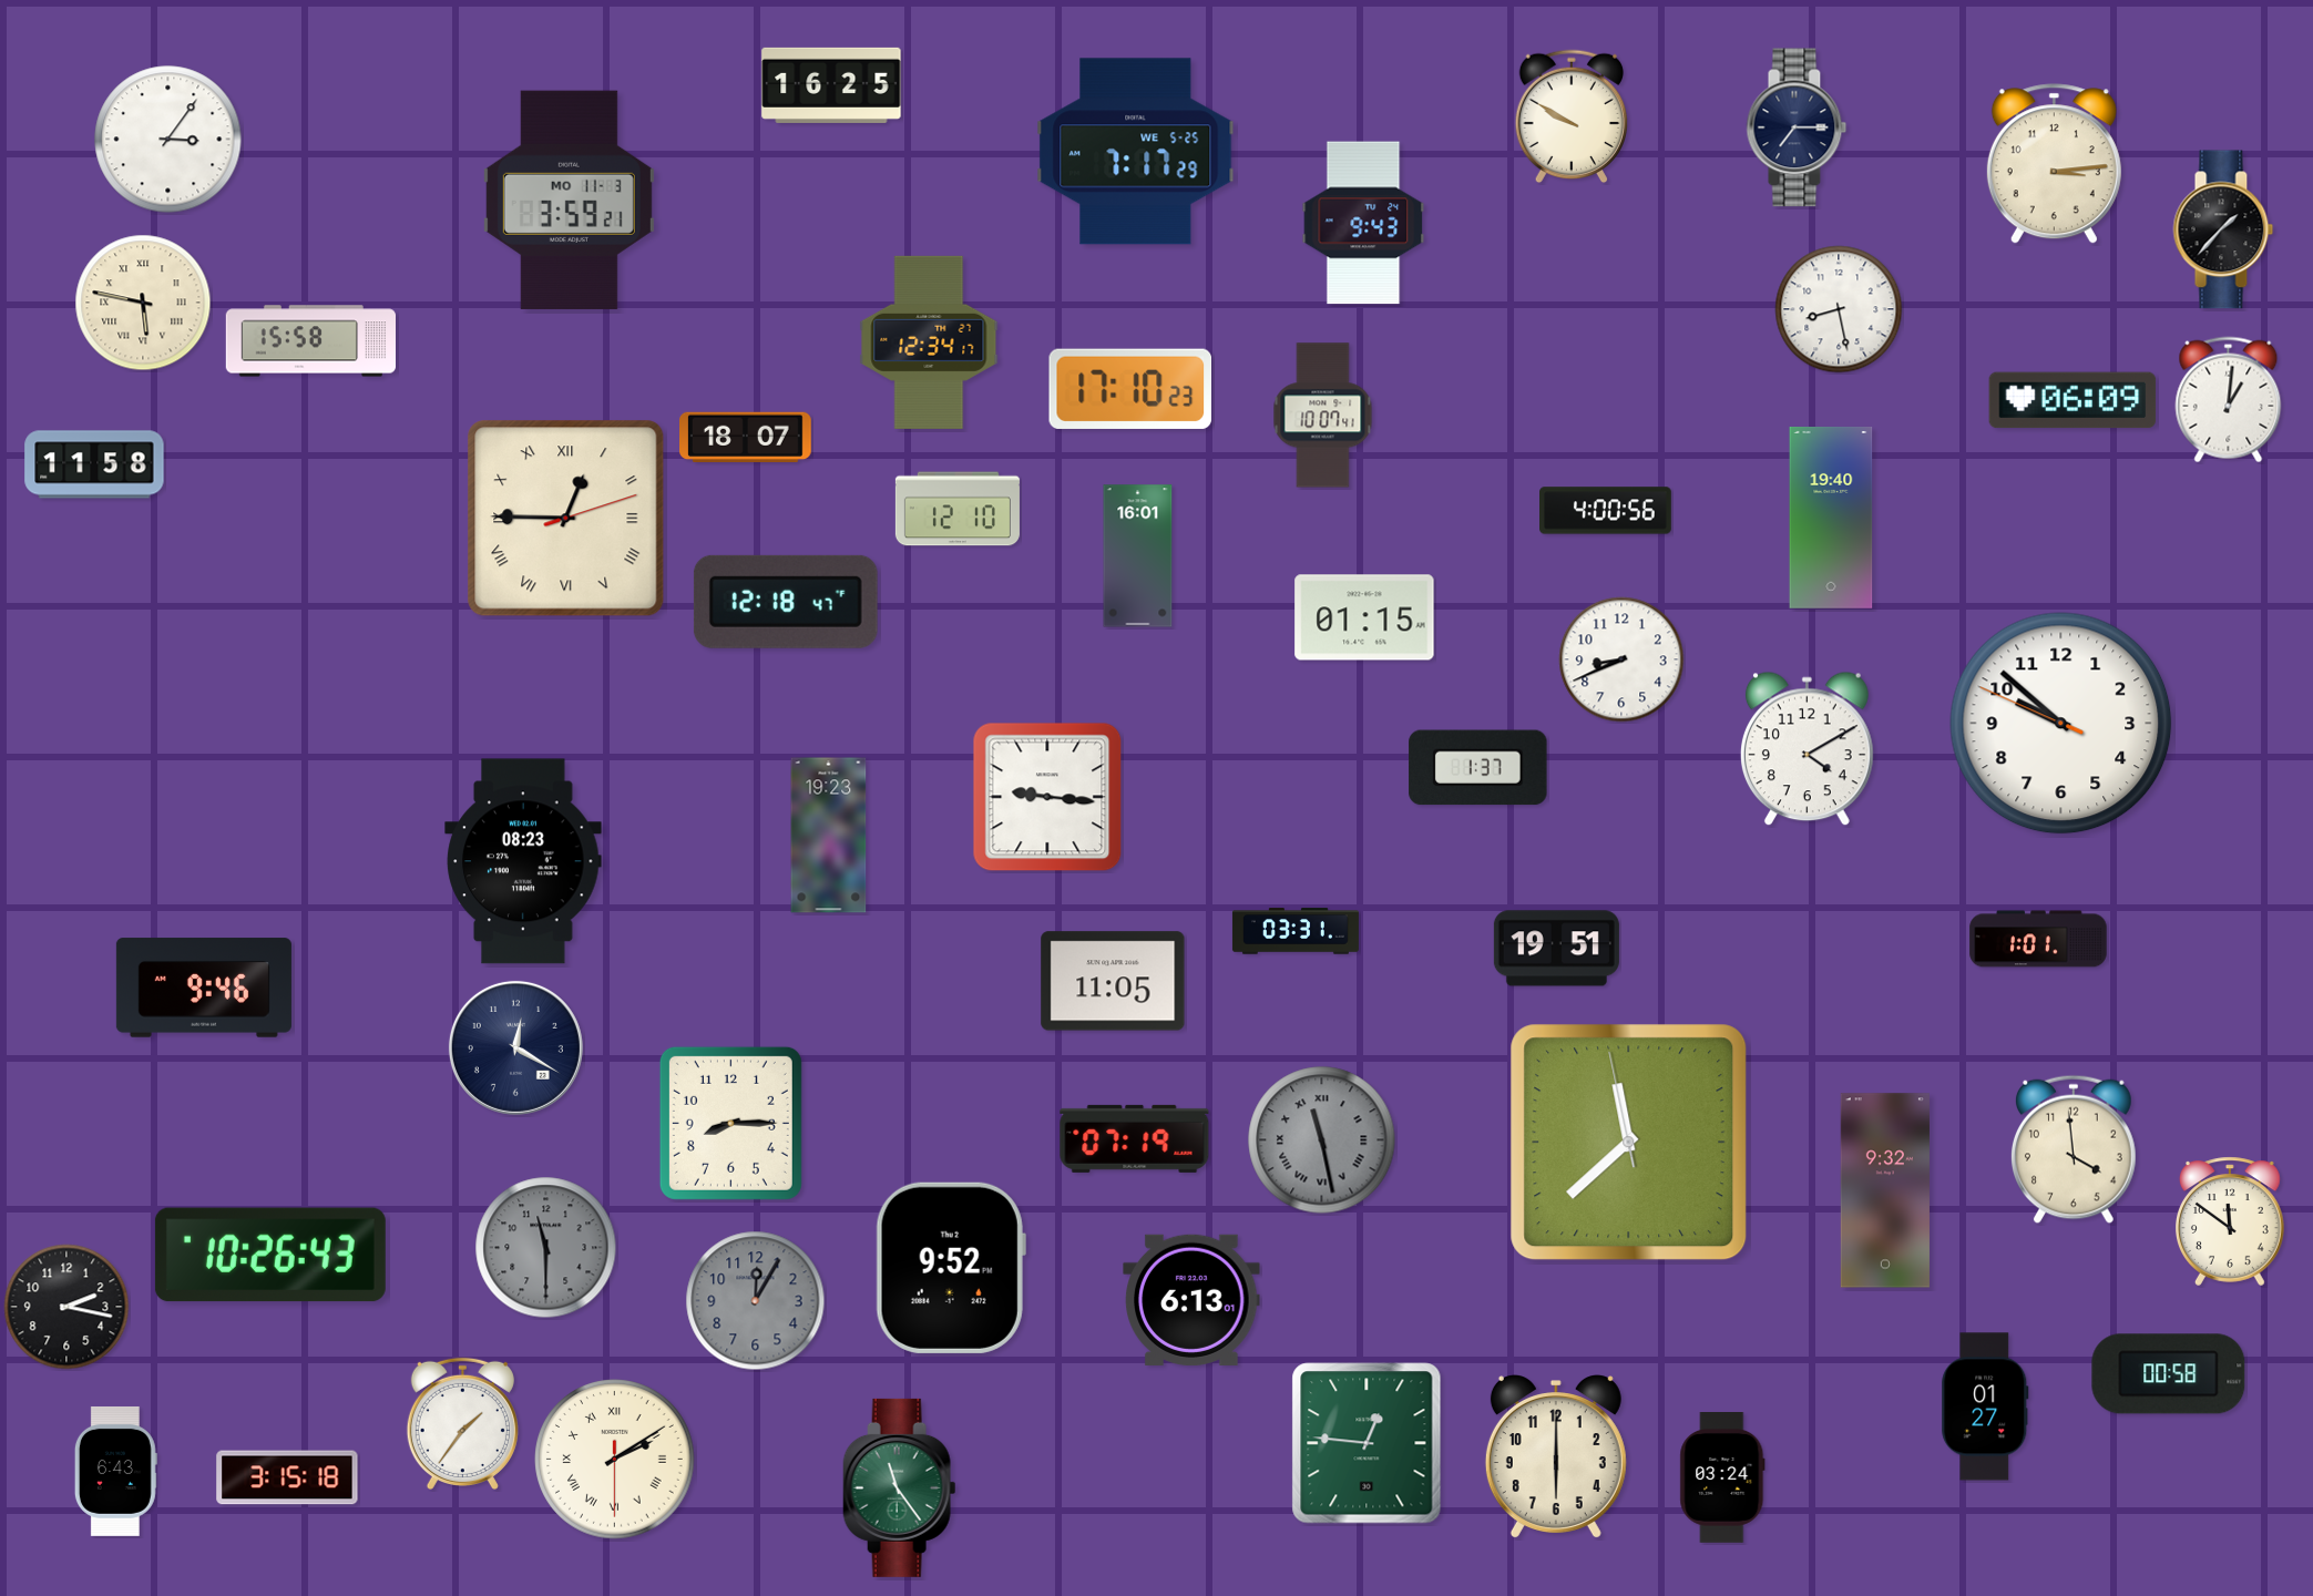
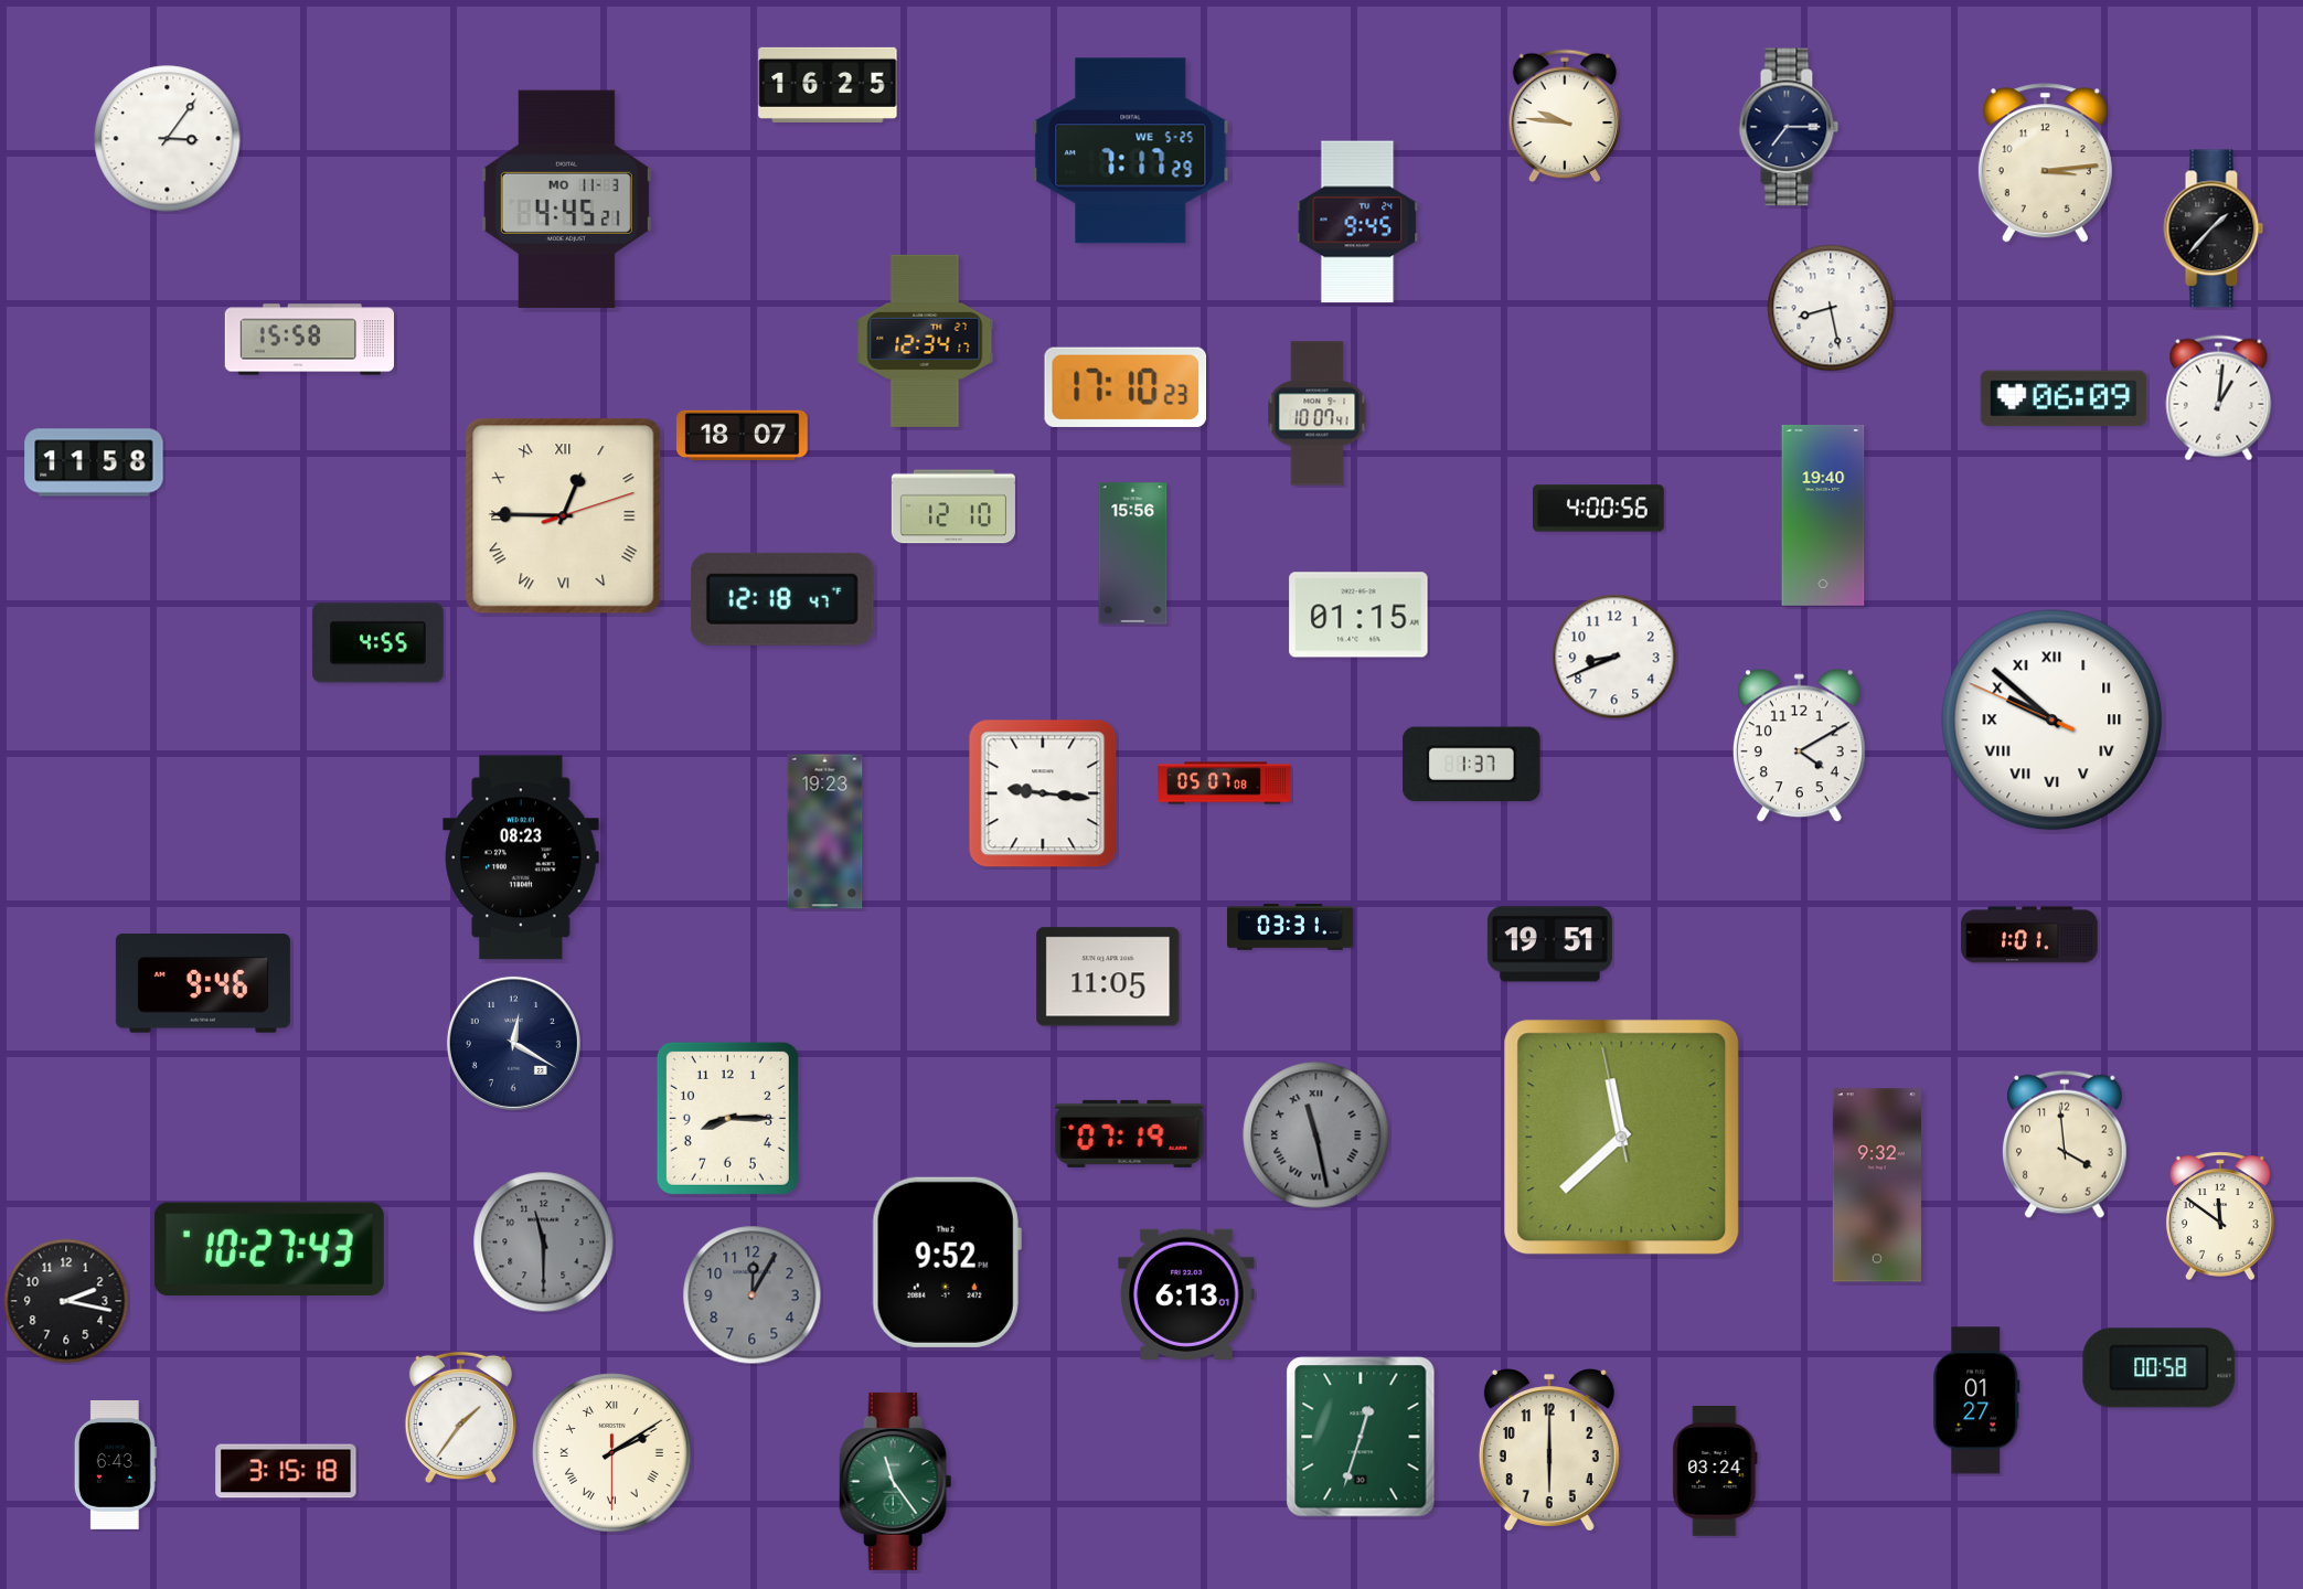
clock at (1572, 116): 9:50 -> 9:46
clock at (569, 199): 3:59 -> 4:45
clock at (1363, 223): 9:43 -> 9:45
clock at (143, 303): 5:47 -> none
clock at (1138, 556): 16:01 -> 15:56
clock at (377, 643): none -> 4:55
clock at (2061, 724) numerals: Arabic -> Roman
clock at (1225, 783): none -> 05:07
clock at (270, 1255): 10:26 -> 10:27
clock at (1367, 1443): 12:46 -> 12:33
